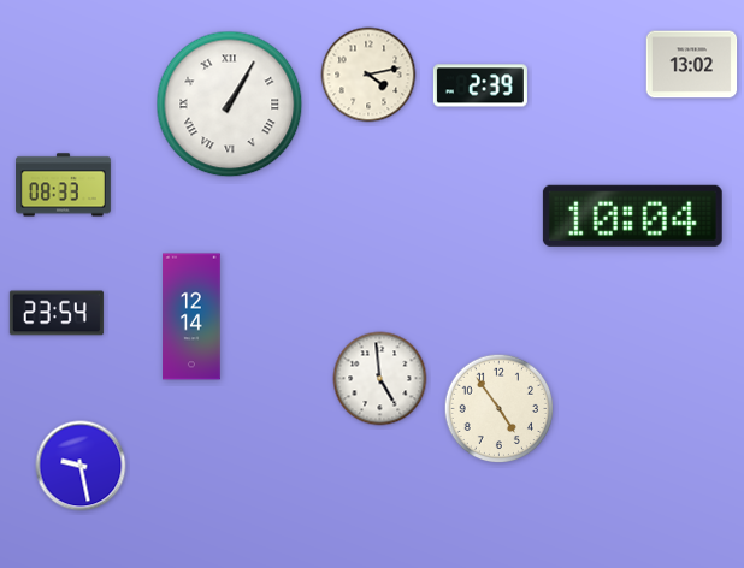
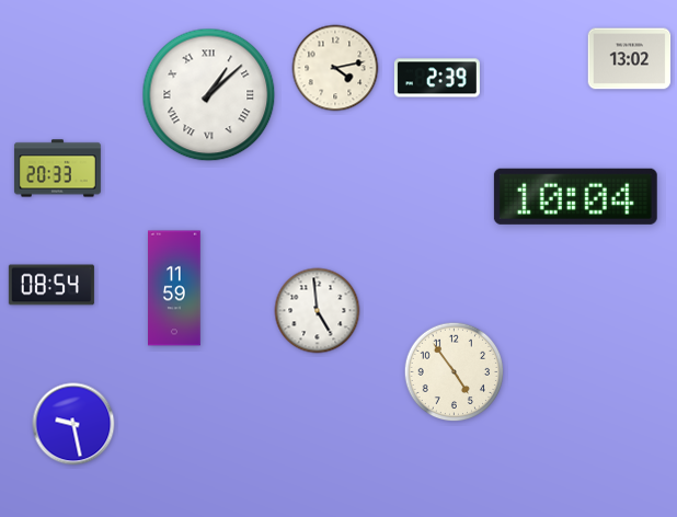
clock at (230, 105): 1:05 -> 1:08
clock at (63, 185): 08:33 -> 20:33
clock at (57, 313): 23:54 -> 08:54
clock at (191, 316): 12:14 -> 11:59
clock at (380, 379) position: (380, 379) -> (318, 311)
